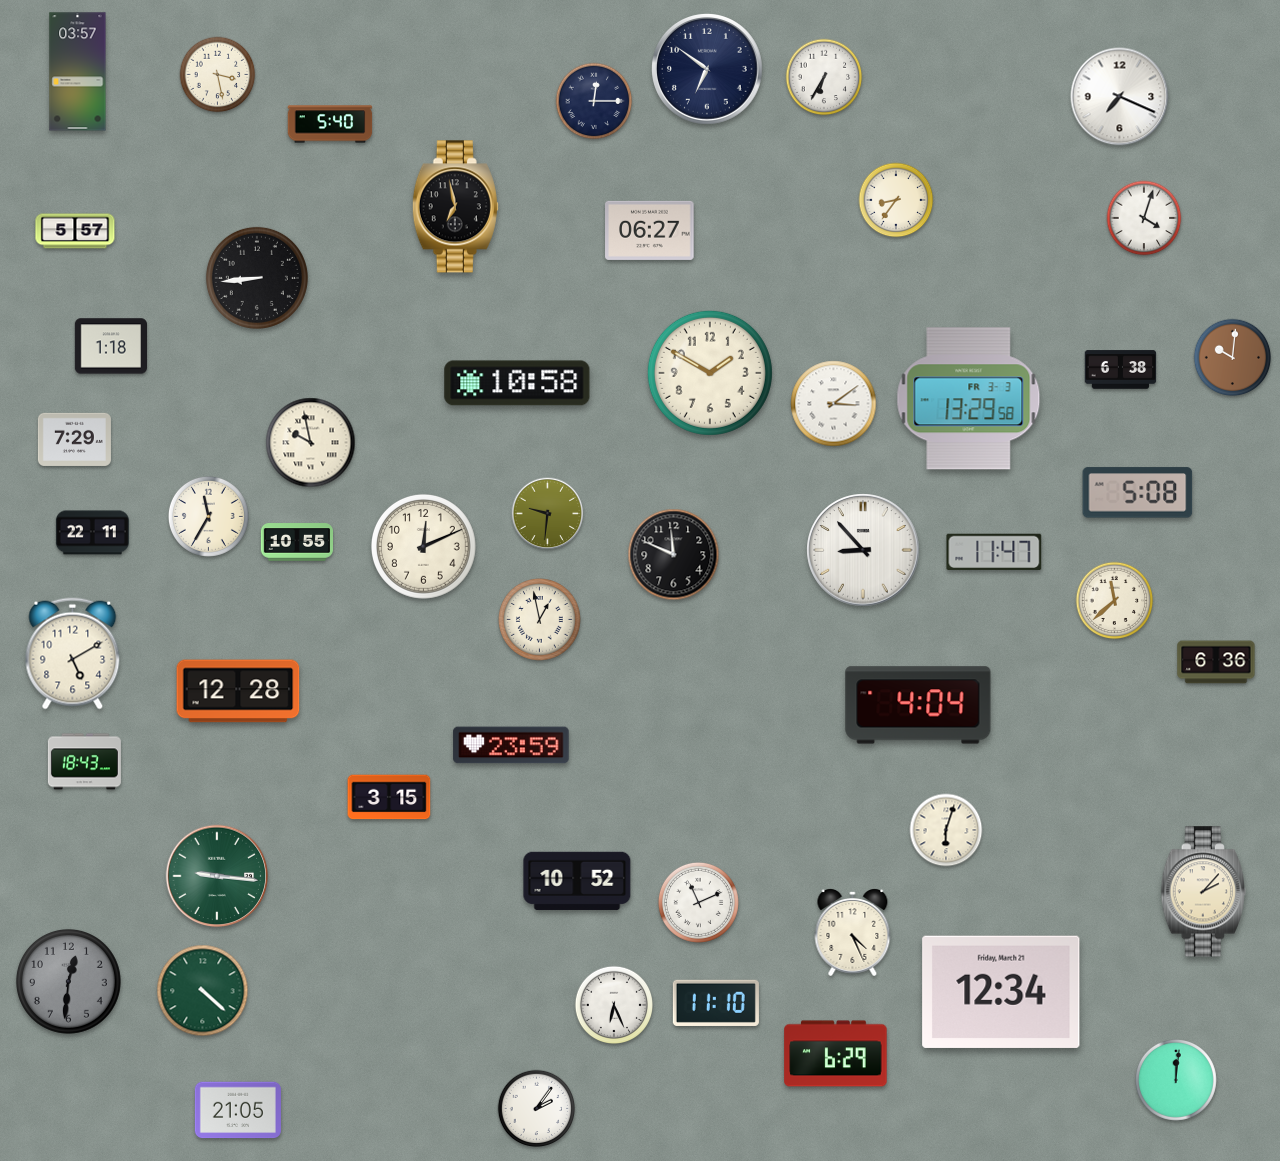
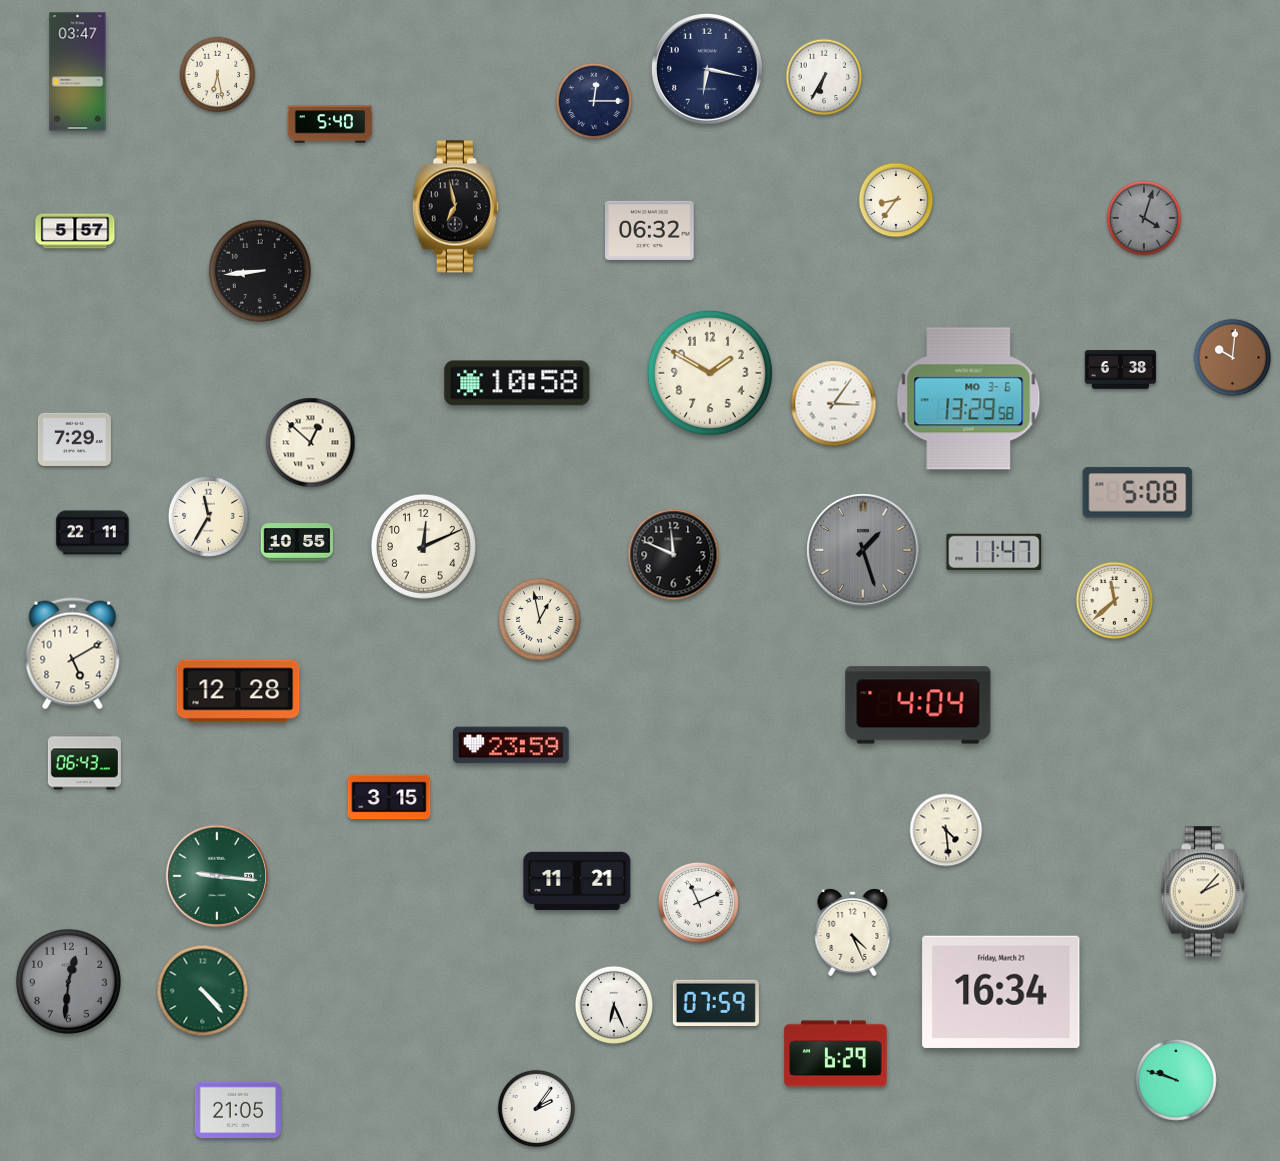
clock at (708, 70): 6:51 -> 6:17
clock at (78, 72): 03:57 -> 03:47
clock at (218, 75): 3:28 -> 6:28
clock at (1120, 97): 7:19 -> none
clock at (1144, 218) dial: white -> grey
clock at (650, 230): 06:27 -> 06:32
clock at (257, 278) position: (257, 278) -> (260, 271)
clock at (110, 346): 1:18 -> none
clock at (969, 399) date: FR 3-3 -> MO 3-6
clock at (834, 404): 3:09 -> 3:06
clock at (311, 443): 9:58 -> 12:52
clock at (548, 514): 9:31 -> none
clock at (863, 550): 8:53 -> 1:27
clock at (863, 550) dial: white -> grey
clock at (1216, 662): 6:36 -> none
clock at (84, 762): 18:43 -> 06:43
clock at (946, 830): 6:03 -> 4:29
clock at (577, 881): 10:52 -> 11:21
clock at (203, 991): 4:22 -> 4:23
clock at (1001, 992): 12:34 -> 16:34
clock at (716, 1003): 11:10 -> 07:59
clock at (1176, 1080): 12:01 -> 9:48
